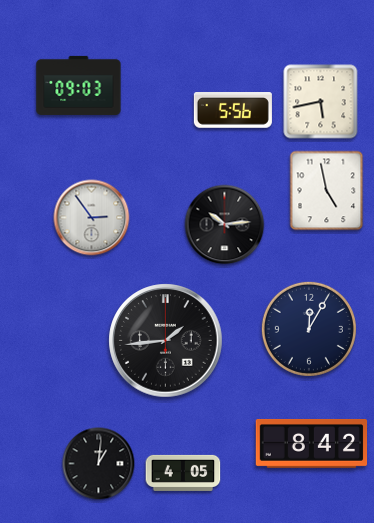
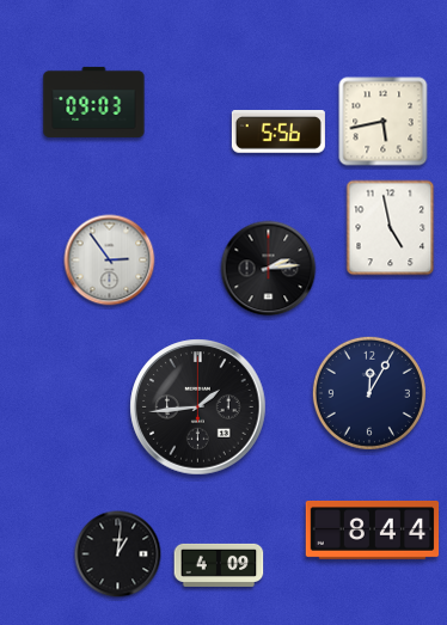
clock at (225, 225): 10:14 -> 2:14
clock at (312, 444): 8:42 -> 8:44
clock at (183, 473): 4:05 -> 4:09
